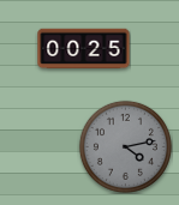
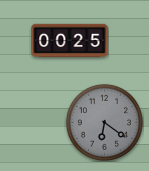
clock at (125, 146): 4:13 -> 6:21
